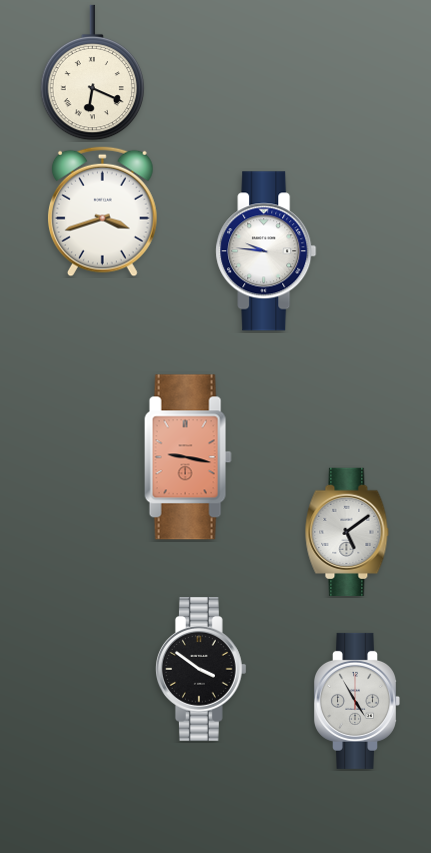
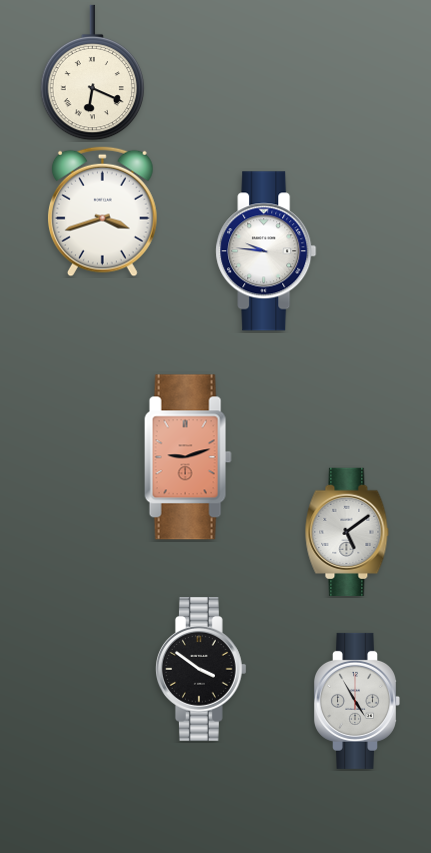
clock at (188, 457): 9:17 -> 9:12
